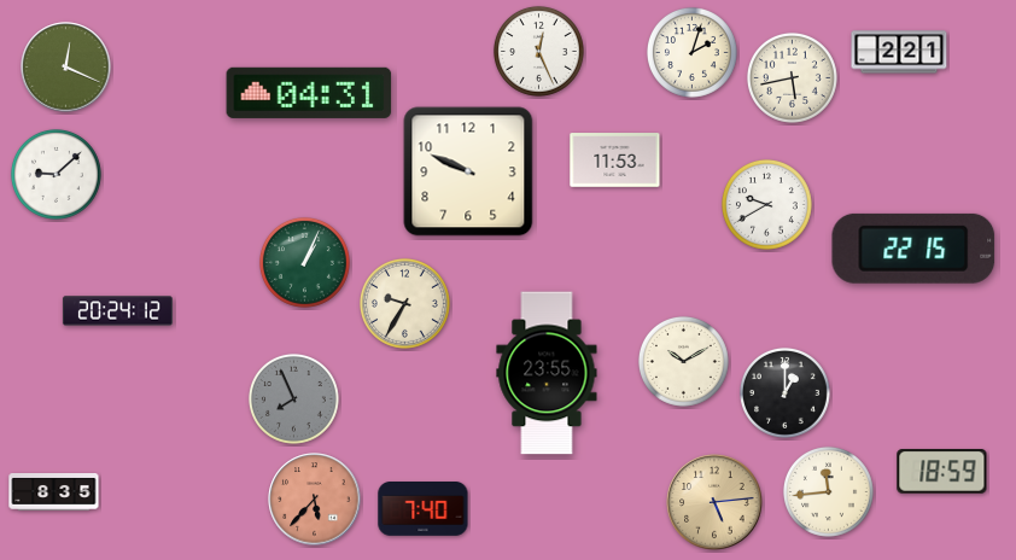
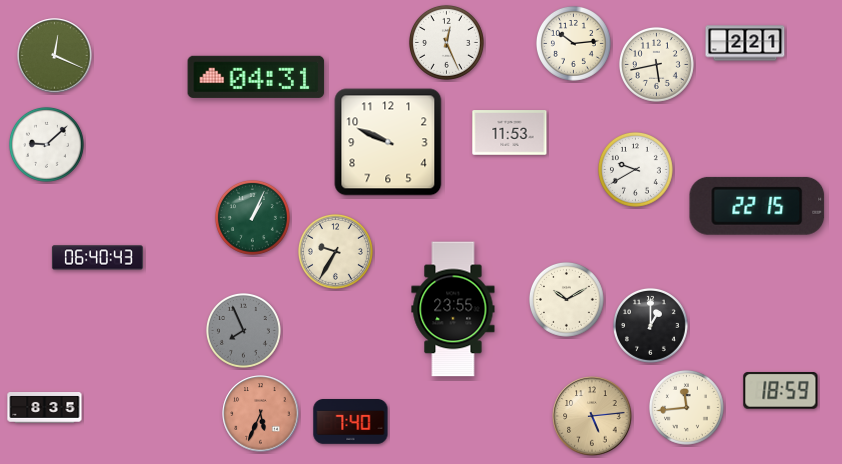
clock at (691, 52): 2:03 -> 10:14
clock at (117, 311): 20:24 -> 06:40
clock at (315, 500): 5:37 -> 5:34
